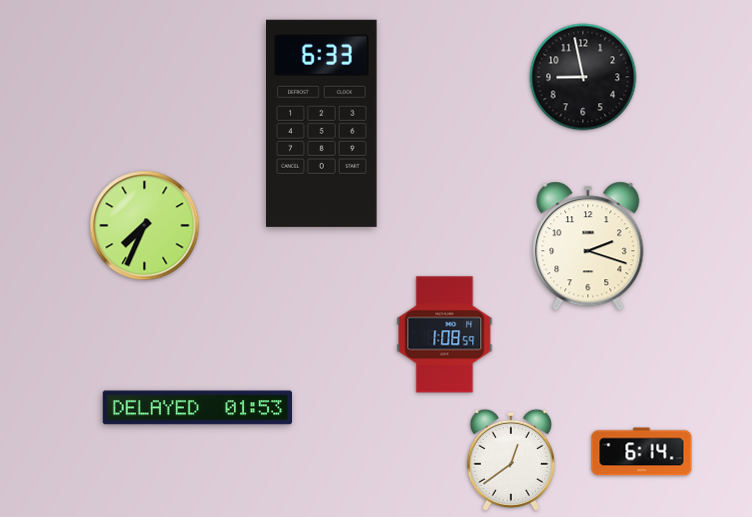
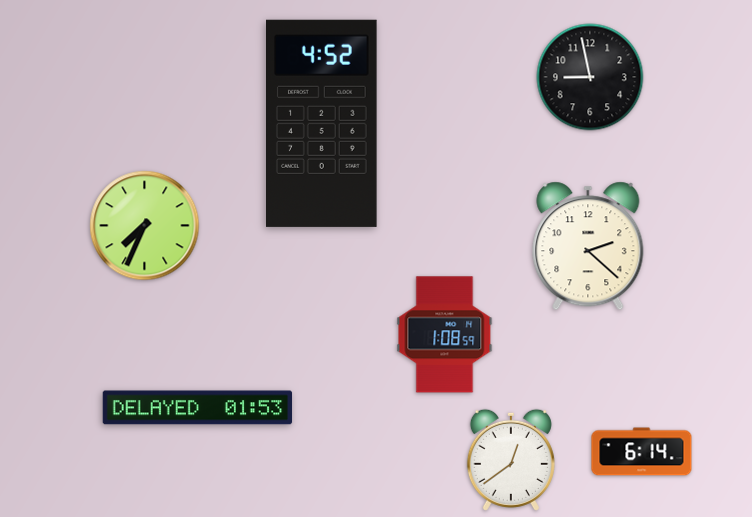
clock at (583, 77) position: (583, 77) -> (590, 77)
clock at (322, 123): 6:33 -> 4:52
clock at (588, 246): 2:18 -> 2:22
